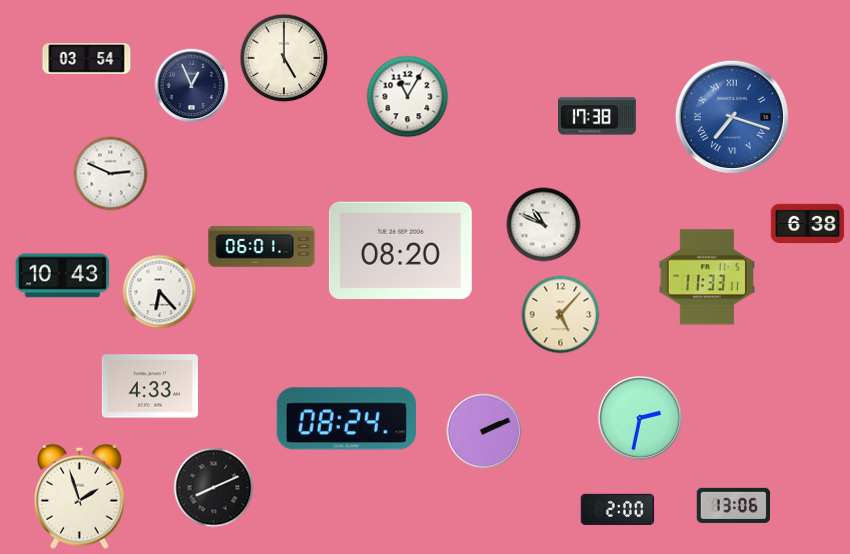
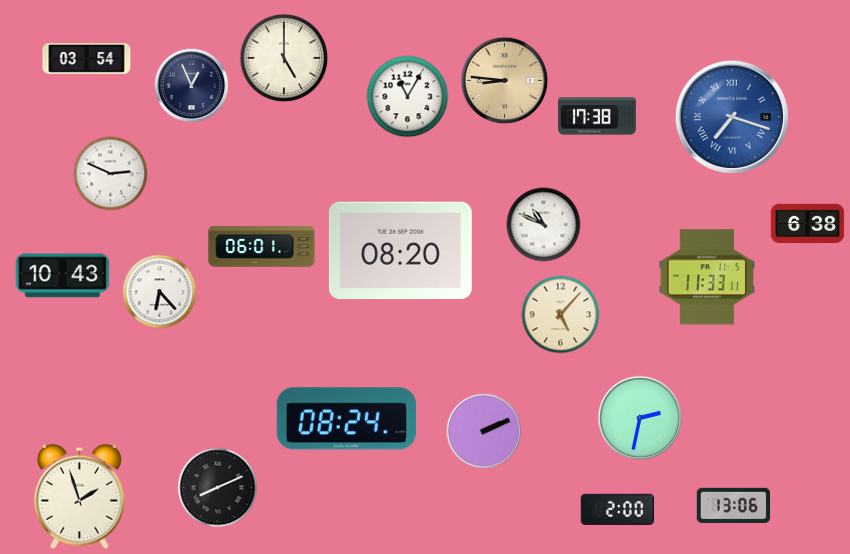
clock at (505, 81): none -> 8:46
clock at (150, 386): 4:33 -> none
clock at (214, 488) position: (214, 488) -> (218, 488)
